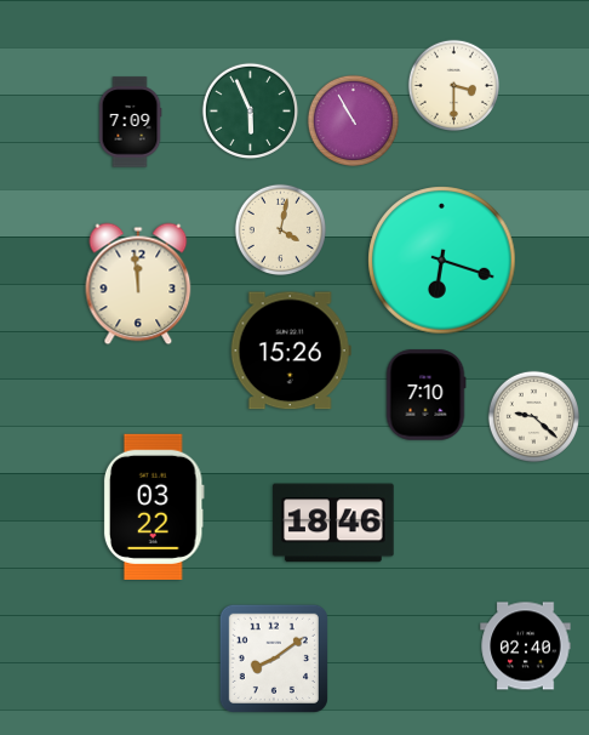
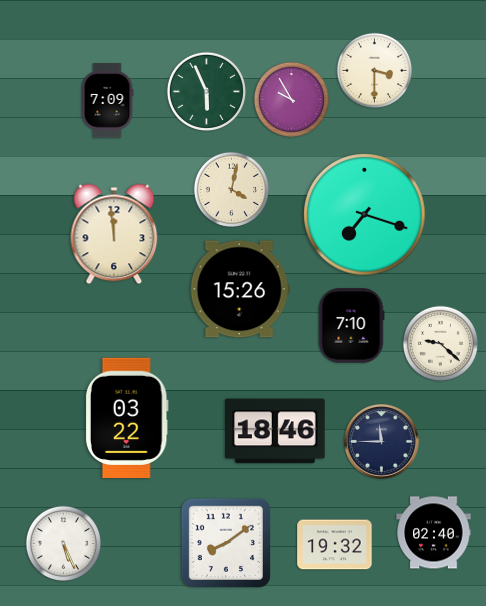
clock at (353, 120): 10:55 -> 9:55
clock at (442, 261): 6:18 -> 7:18
clock at (382, 442): none -> 11:45
clock at (63, 543): none -> 5:26
clock at (335, 545): none -> 19:32
